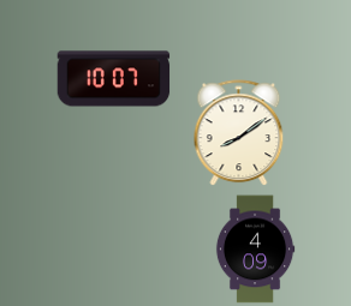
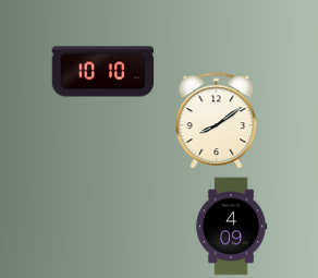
clock at (114, 79): 10:07 -> 10:10
